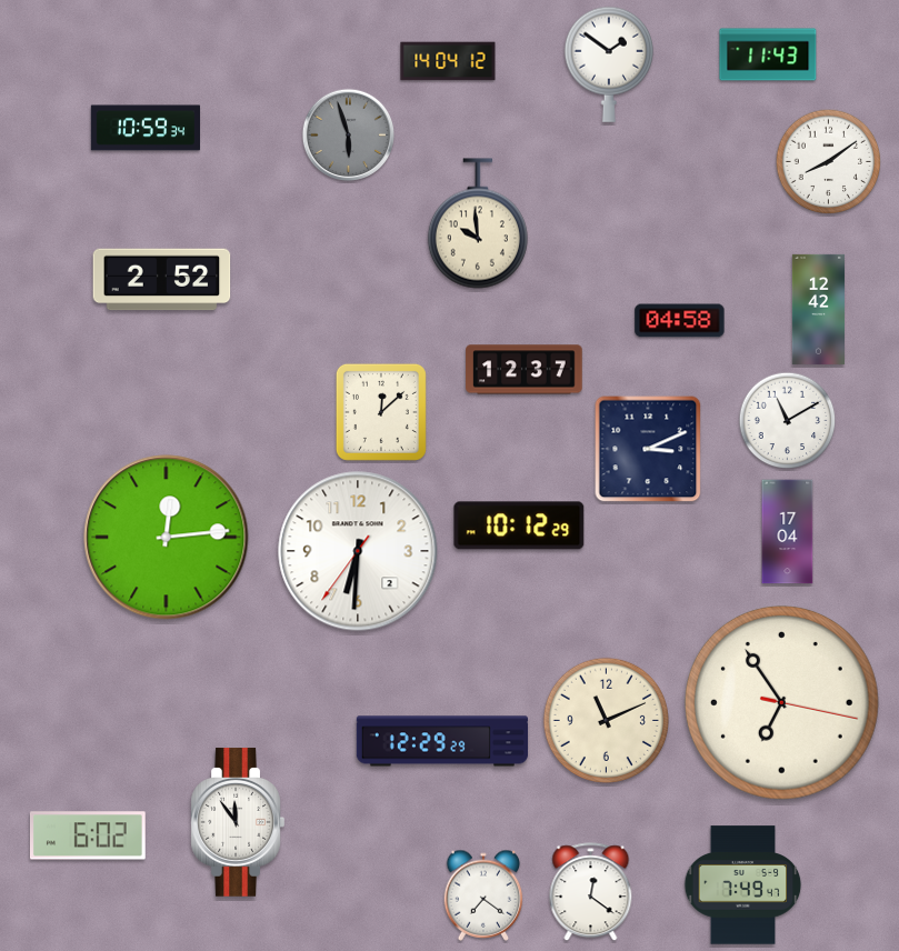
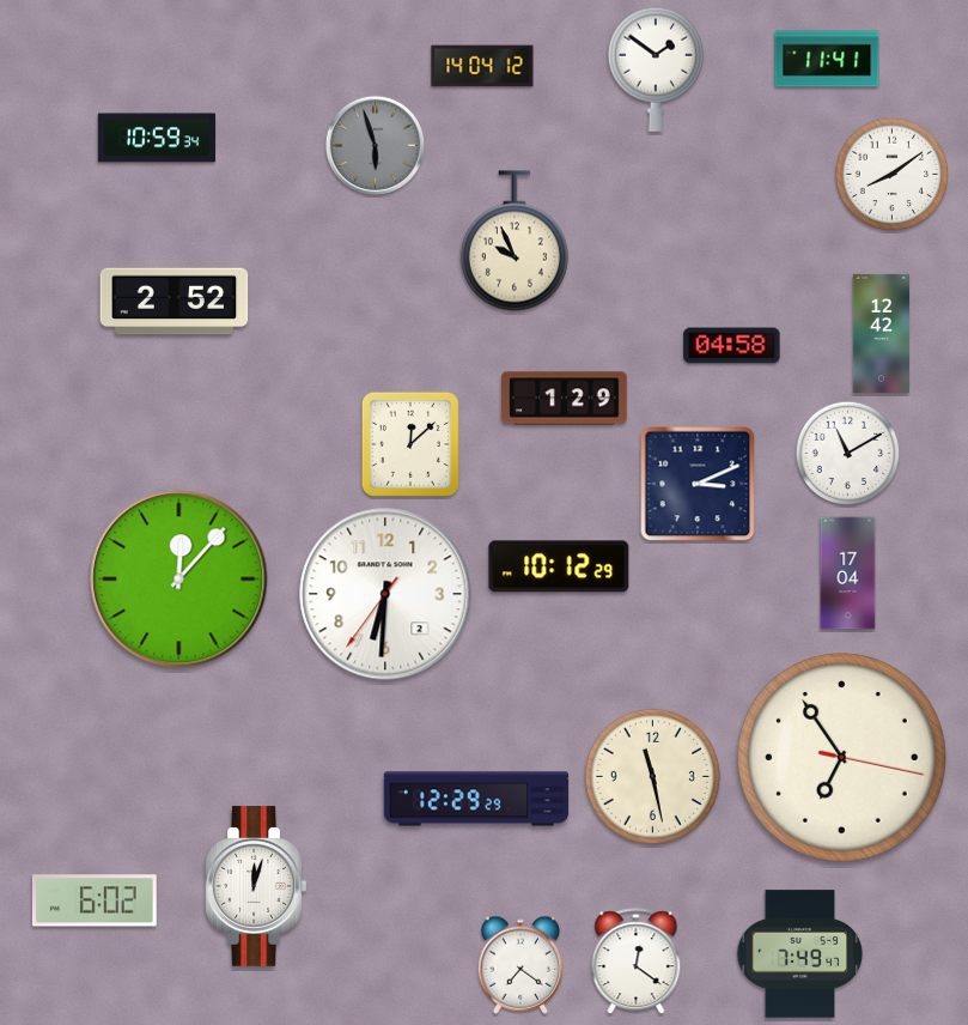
clock at (768, 54): 11:43 -> 11:41
clock at (478, 223): 9:59 -> 9:56
clock at (525, 370): 12:37 -> 1:29
clock at (167, 538): 12:14 -> 12:07
clock at (606, 720): 11:11 -> 11:28
clock at (238, 822): 11:54 -> 12:03
